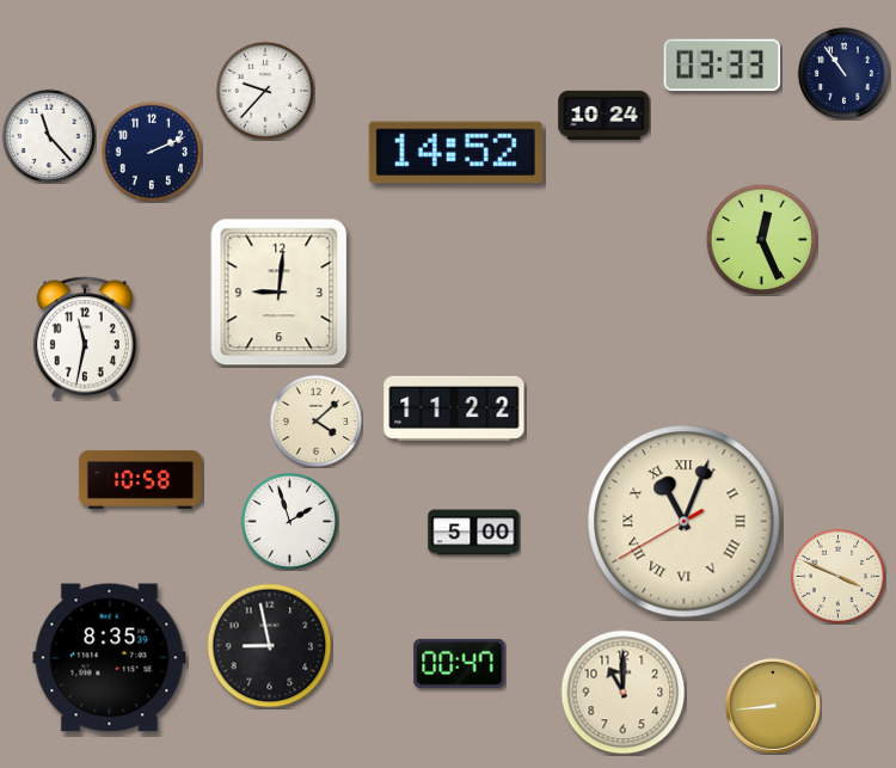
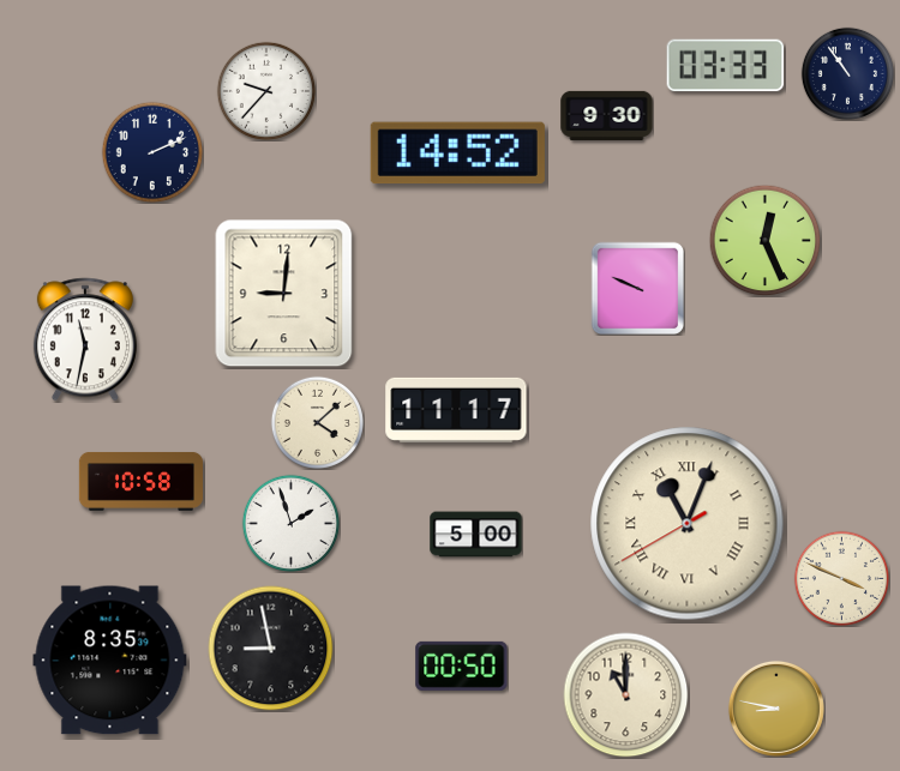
clock at (605, 115): 10:24 -> 9:30
clock at (48, 135): 11:23 -> none
clock at (637, 288): none -> 9:49
clock at (280, 293) position: (280, 293) -> (284, 294)
clock at (454, 408): 11:22 -> 11:17
clock at (460, 663): 00:47 -> 00:50
clock at (773, 706): 8:44 -> 8:47
